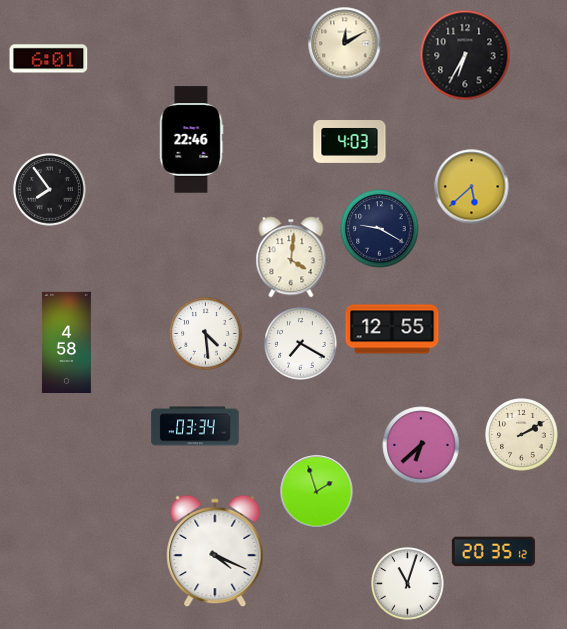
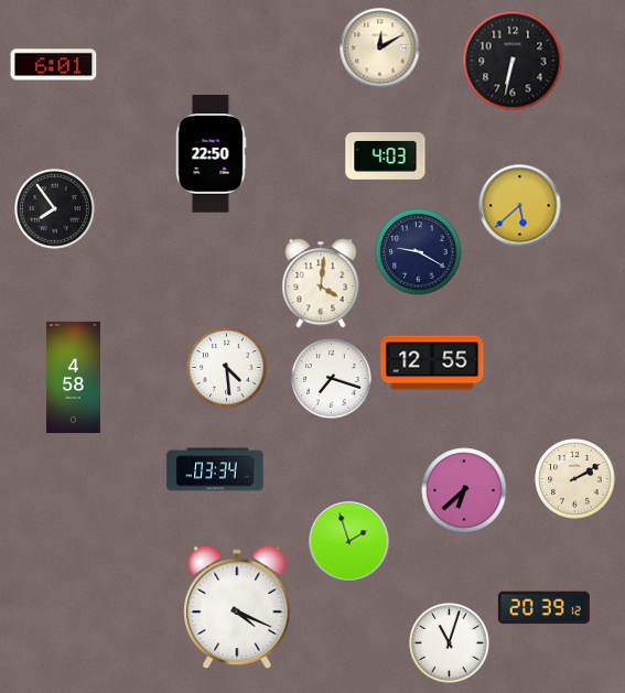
clock at (465, 55): 6:35 -> 6:32
clock at (191, 140): 22:46 -> 22:50
clock at (301, 344): 7:20 -> 7:18
clock at (493, 552): 20:35 -> 20:39
